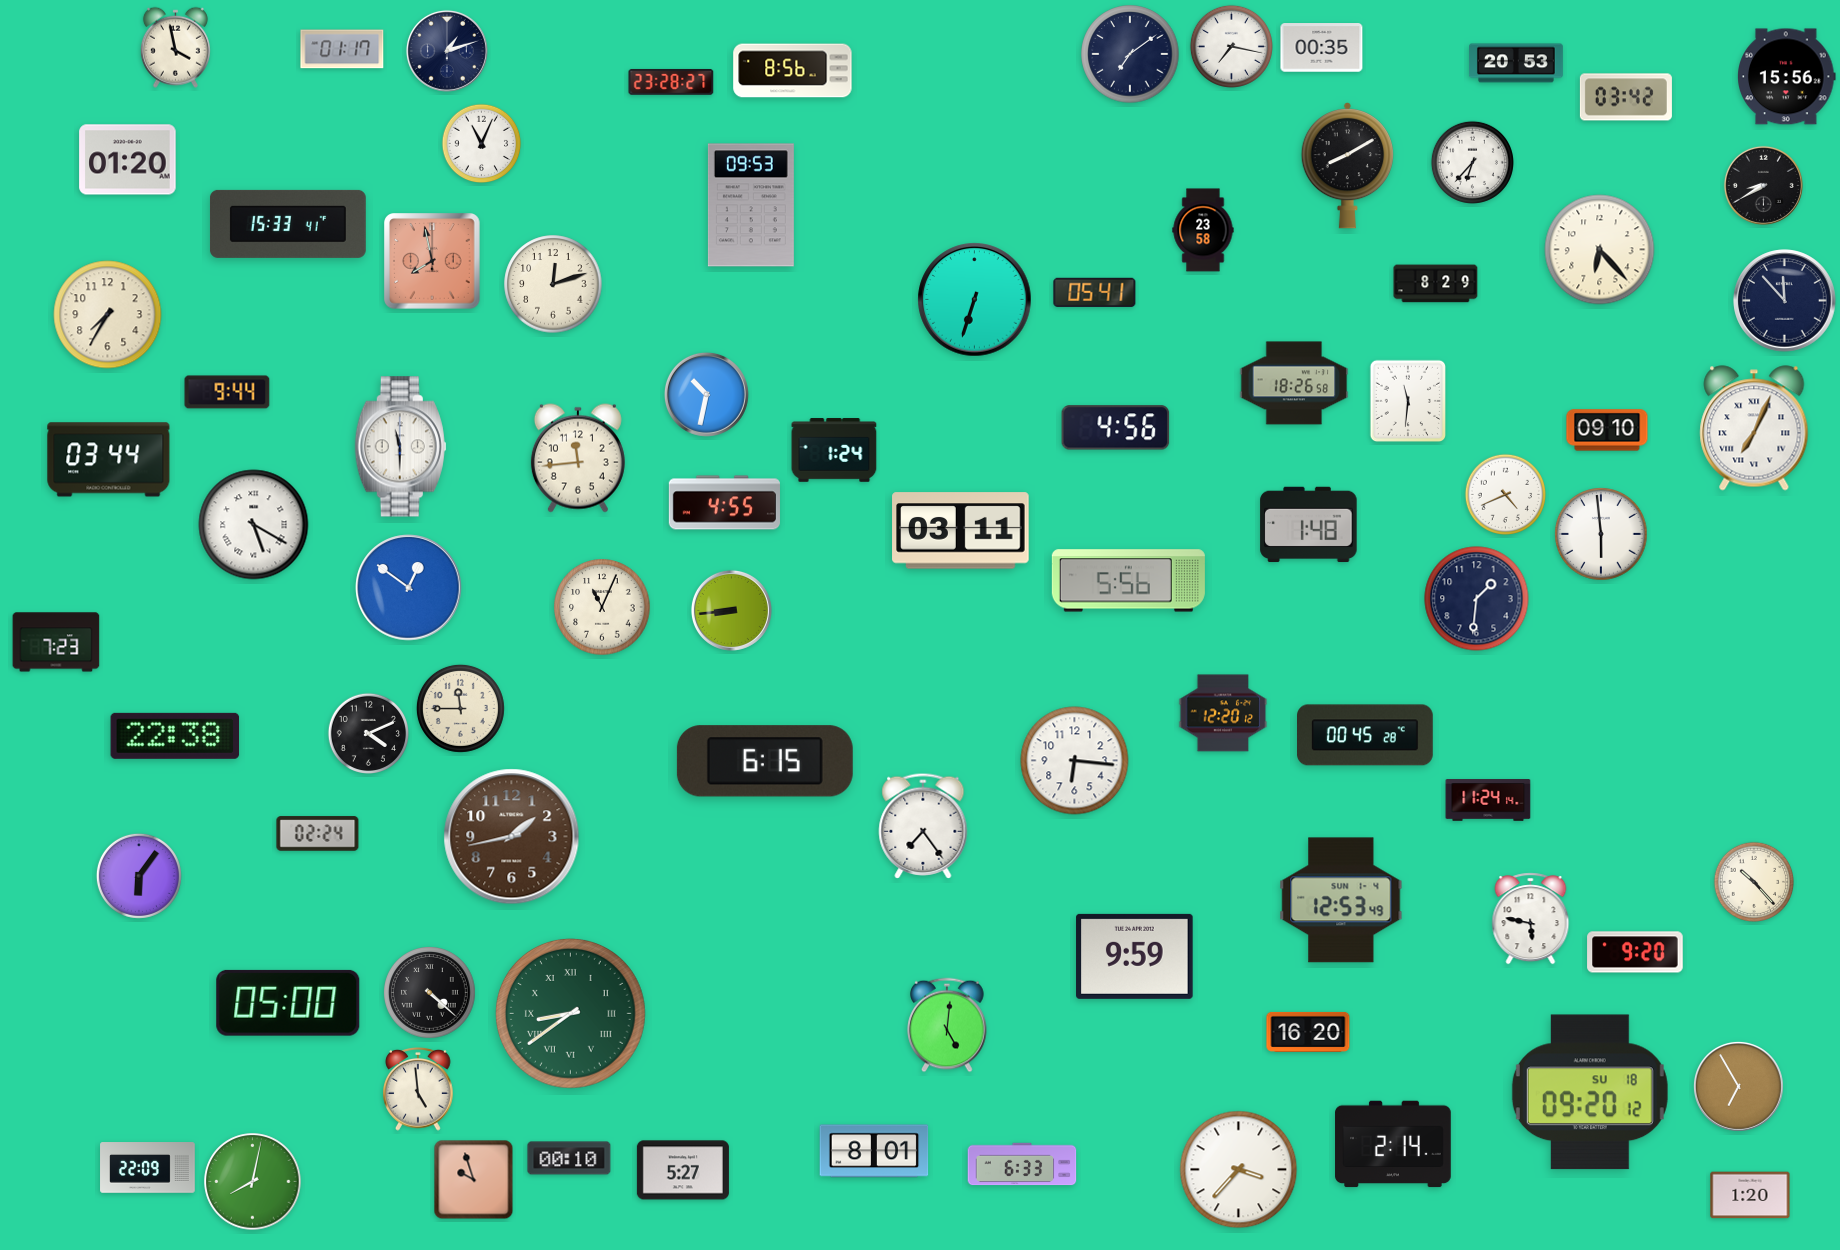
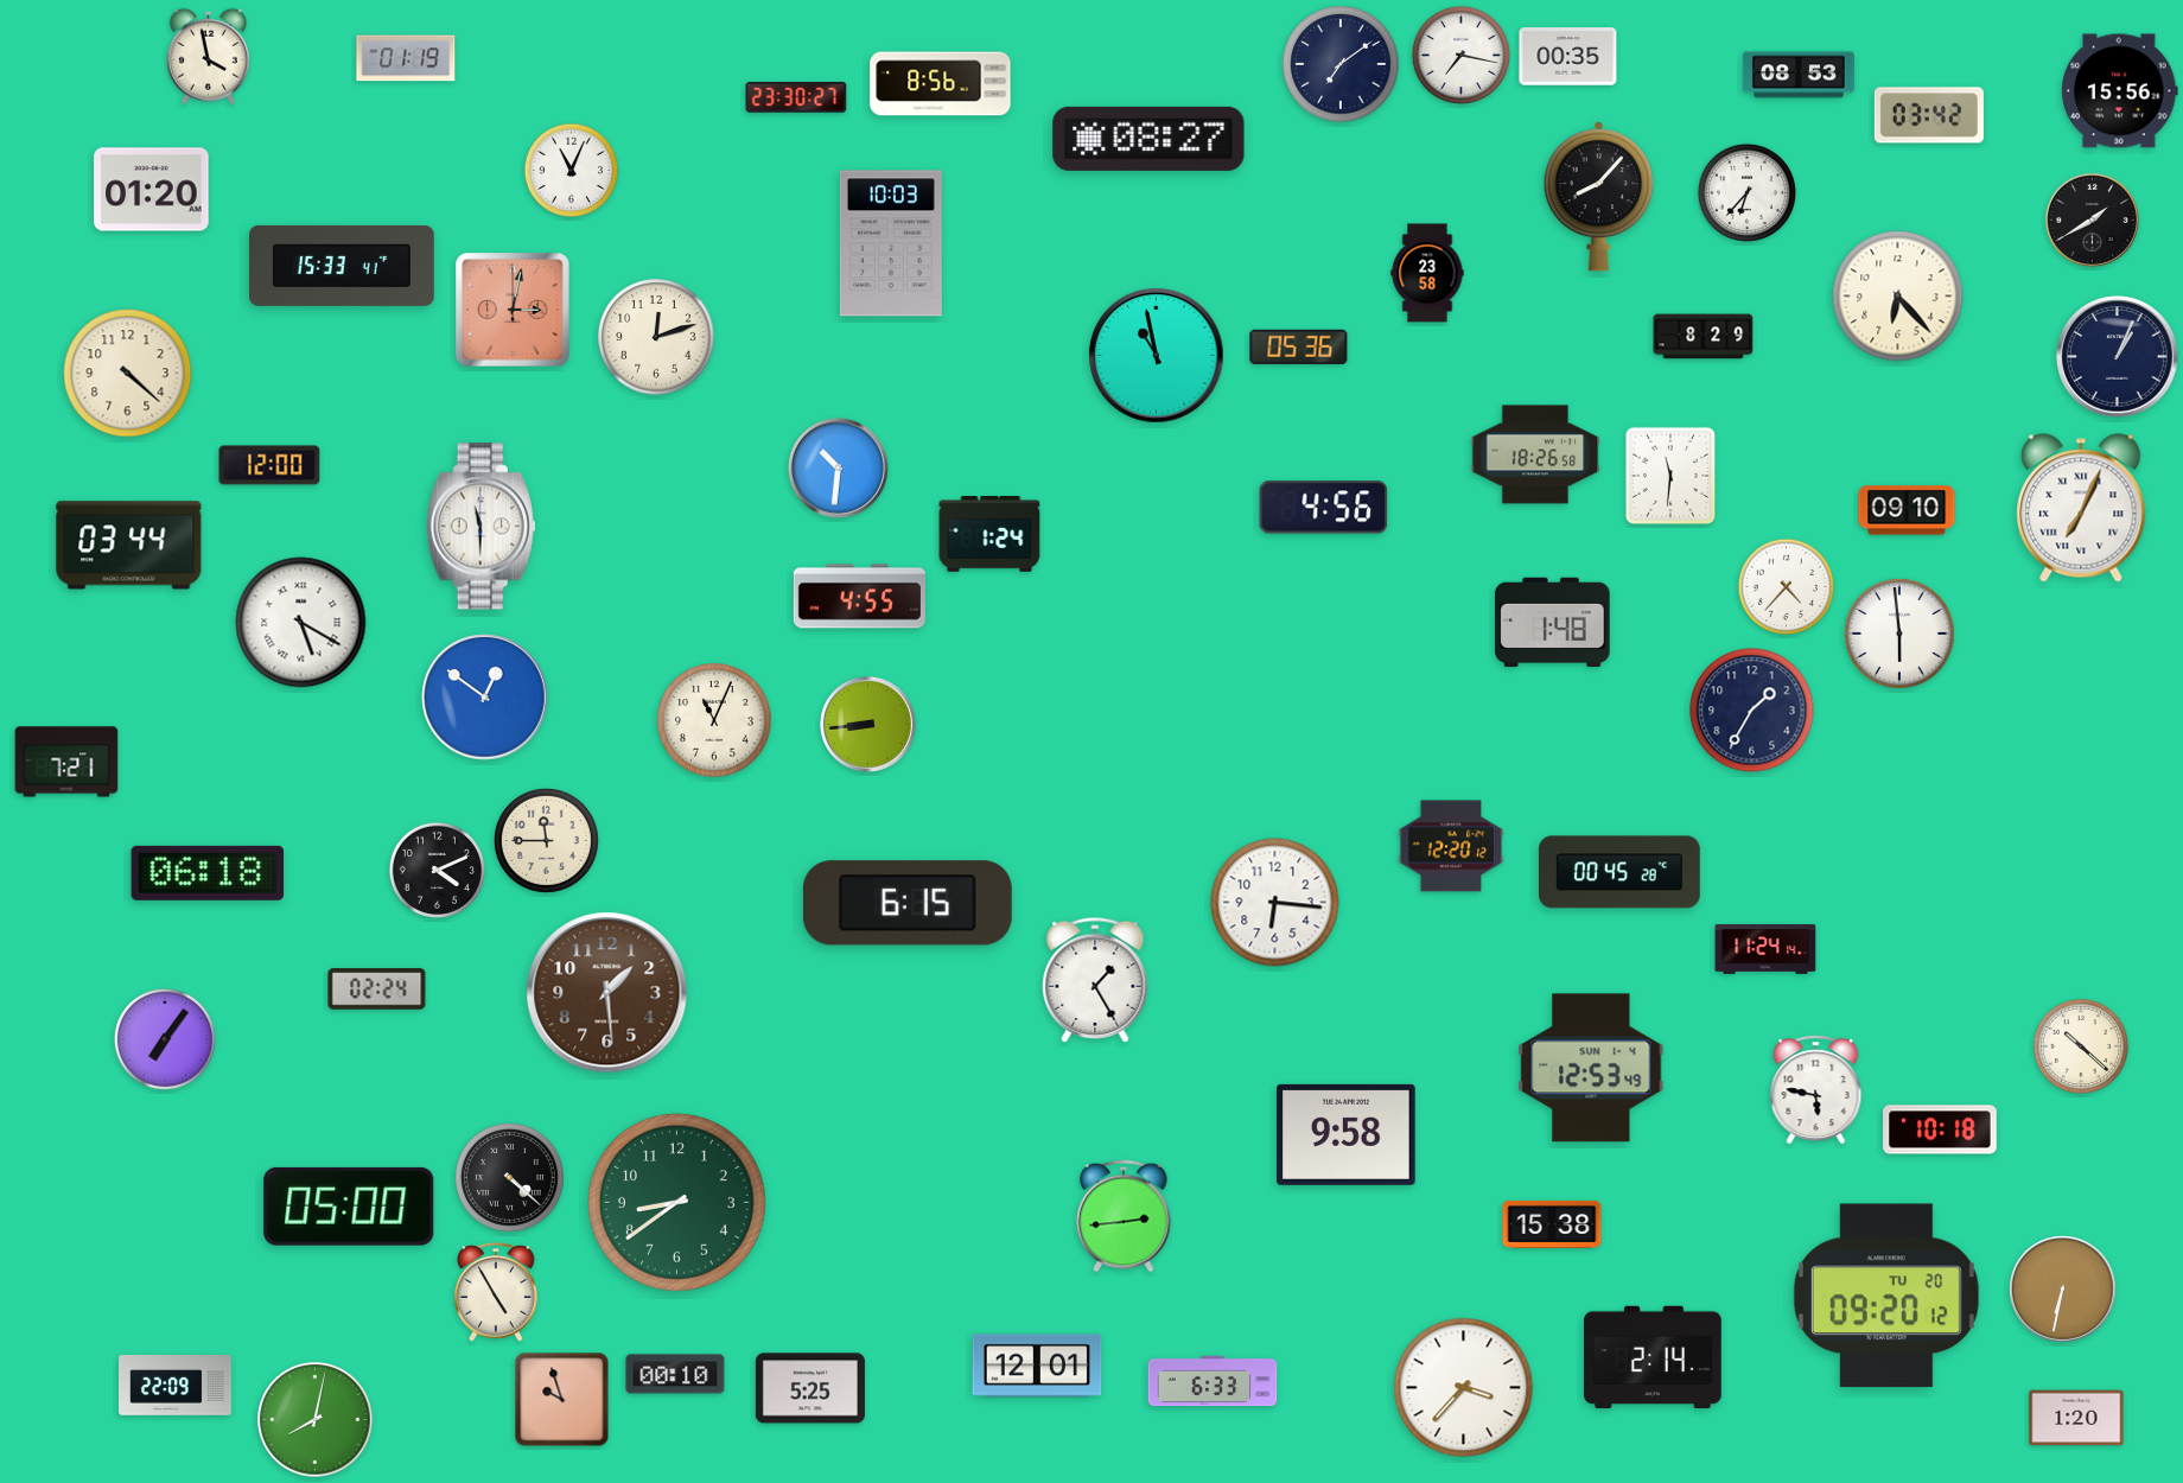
clock at (342, 49): 01:17 -> 01:19
clock at (447, 51): 1:12 -> none
clock at (1517, 63): 20:53 -> 08:53
clock at (671, 82): 23:28 -> 23:30
clock at (1148, 139): none -> 08:27
clock at (1347, 166): 8:10 -> 8:07
clock at (1763, 185): 8:40 -> 1:40
clock at (751, 205): 09:53 -> 10:03
clock at (432, 261): 7:58 -> 3:02
clock at (1095, 292): 05:41 -> 05:36
clock at (975, 300): 6:33 -> 10:58
clock at (1785, 301): 11:53 -> 1:04
clock at (108, 315): 7:35 -> 4:22
clock at (227, 392): 9:44 -> 12:00
clock at (706, 394): 10:32 -> 10:31
clock at (400, 447) position: (400, 447) -> (480, 527)
clock at (578, 458): 11:44 -> none
clock at (1505, 494): 4:41 -> 4:37
clock at (961, 531): 03:11 -> none
clock at (1128, 581): 5:56 -> none
clock at (1477, 599): 1:31 -> 1:35
clock at (56, 642): 7:23 -> 7:21
clock at (175, 736): 22:38 -> 06:18
clock at (923, 826): 7:24 -> 1:25
clock at (512, 837): 1:43 -> 1:29
clock at (139, 876): 6:06 -> 7:06
clock at (1754, 882): 10:23 -> 10:22
clock at (1635, 952): 9:20 -> 10:18
clock at (1135, 956): 9:59 -> 9:58
clock at (288, 1003) position: (288, 1003) -> (349, 1207)
clock at (570, 1013) numerals: Roman -> Arabic
clock at (947, 1025): 5:01 -> 2:44
clock at (1308, 1032): 16:20 -> 15:38
clock at (1738, 1086): 6:55 -> 6:32
clock at (418, 1090): 4:59 -> 4:55
clock at (1590, 1092) date: SU 18 -> TU 20
clock at (874, 1151): 8:01 -> 12:01
clock at (683, 1170): 5:27 -> 5:25
clock at (1239, 1170) position: (1239, 1170) -> (1464, 1388)
clock at (253, 1182) position: (253, 1182) -> (316, 1420)
